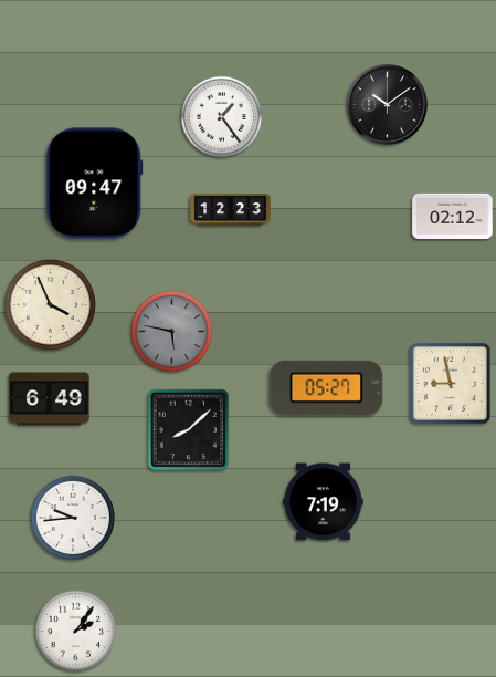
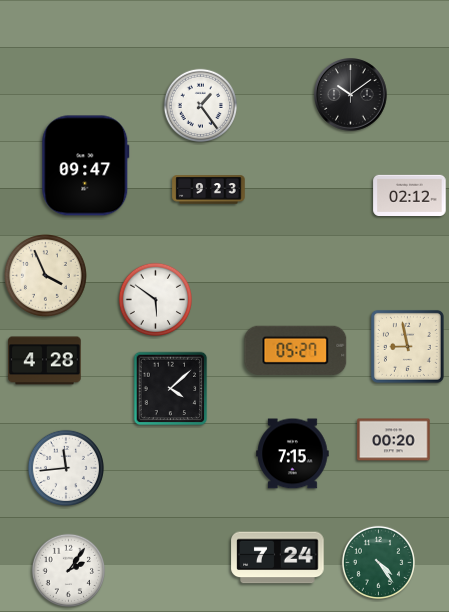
clock at (231, 210): 12:23 -> 9:23
clock at (172, 332): 5:47 -> 5:51
clock at (172, 332) dial: grey -> white
clock at (50, 399): 6:49 -> 4:28
clock at (189, 430): 8:08 -> 4:08
clock at (394, 440): none -> 00:20
clock at (324, 502): 7:19 -> 7:15
clock at (73, 518): 9:44 -> 11:44
clock at (278, 558): none -> 7:24
clock at (379, 563): none -> 4:24
